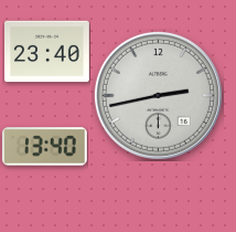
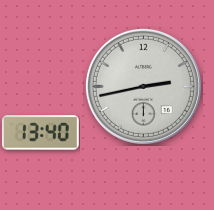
clock at (47, 52): 23:40 -> none
